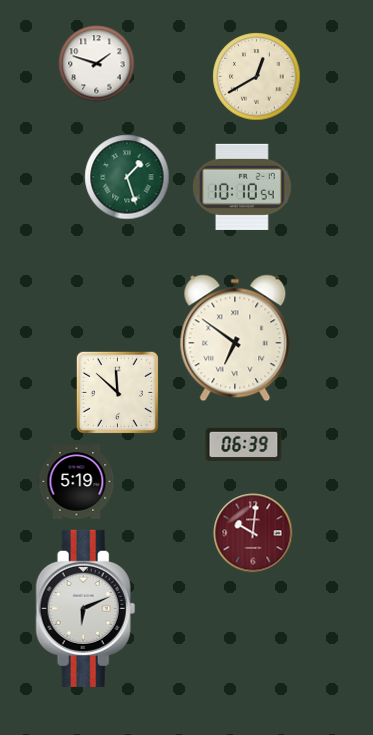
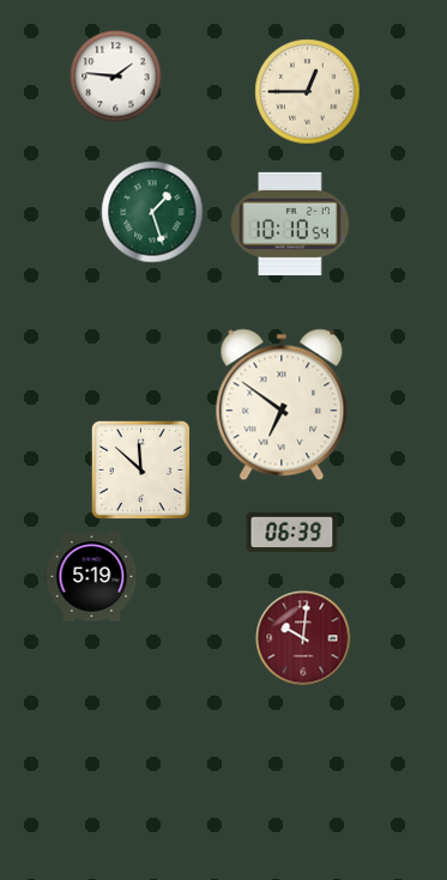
clock at (97, 64): 1:48 -> 1:46
clock at (257, 77): 12:40 -> 12:45
clock at (86, 608): 6:11 -> none
